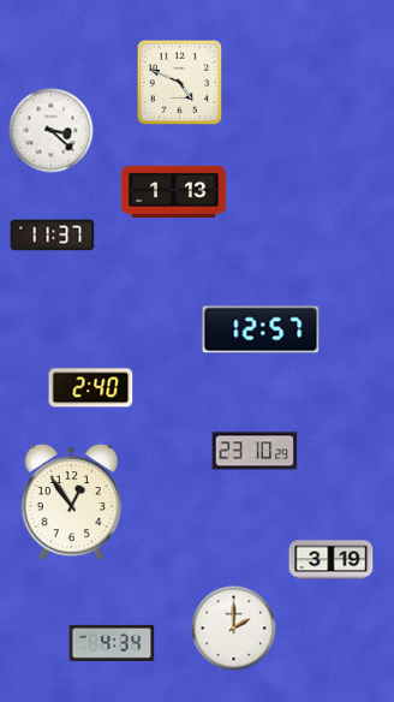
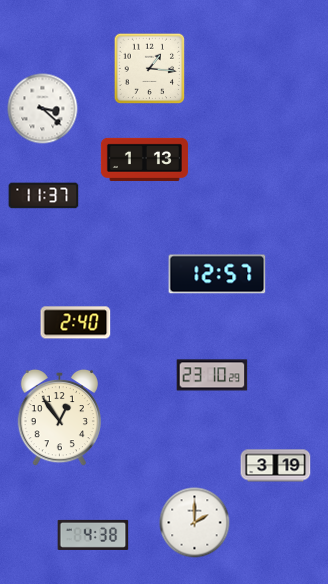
clock at (180, 83): 4:49 -> 1:16
clock at (112, 643): 4:34 -> 4:38
